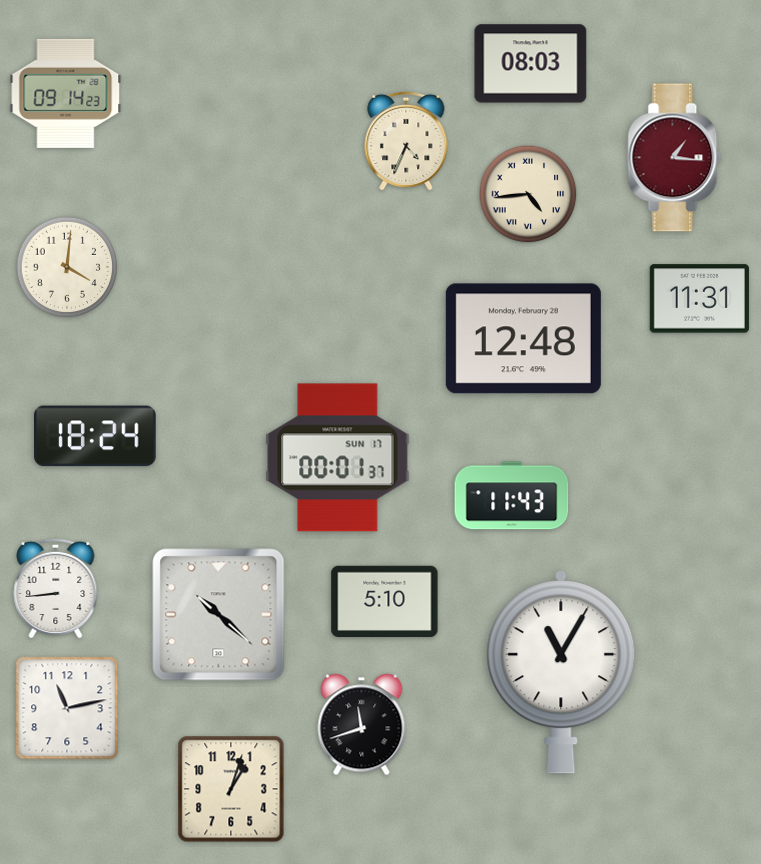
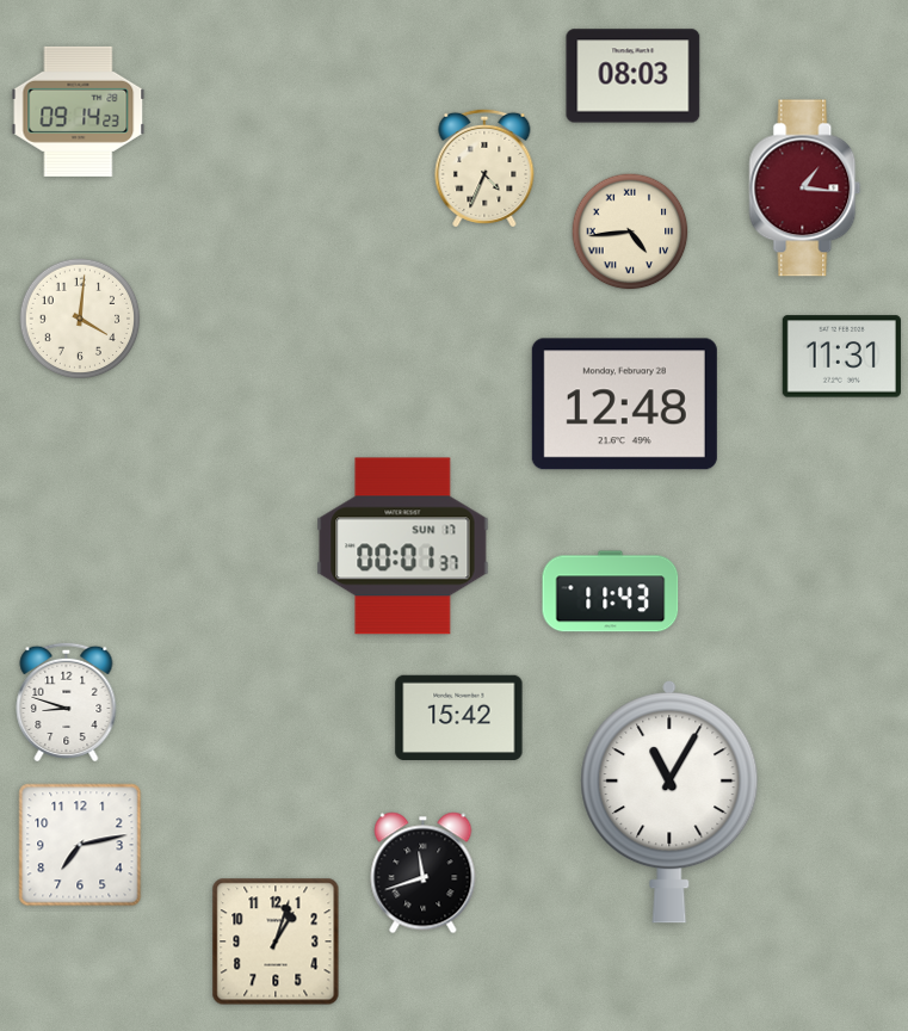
clock at (699, 299) position: (699, 299) -> (841, 357)
clock at (96, 436): 18:24 -> none
clock at (56, 588): 8:44 -> 8:48
clock at (385, 601): 5:10 -> 15:42
clock at (219, 615): 10:22 -> none
clock at (67, 708): 11:13 -> 7:13
clock at (362, 725) position: (362, 725) -> (424, 873)
